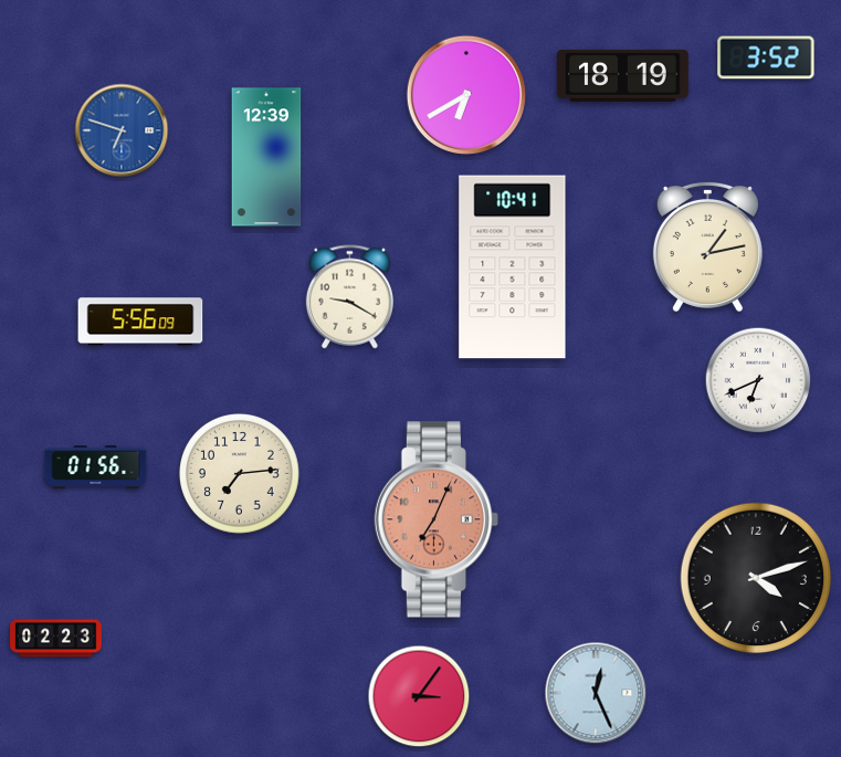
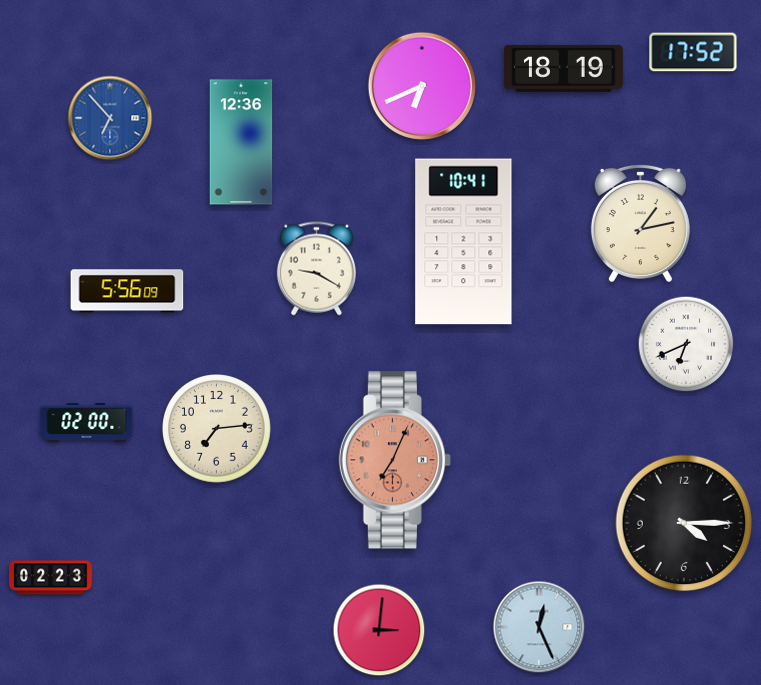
clock at (766, 57): 3:52 -> 17:52
clock at (465, 94): 6:40 -> 6:41
clock at (122, 130): 6:48 -> 6:53
clock at (266, 157): 12:39 -> 12:36
clock at (96, 467): 01:56 -> 02:00
clock at (437, 519) position: (437, 519) -> (395, 460)
clock at (756, 578): 4:12 -> 4:15
clock at (419, 696): 3:06 -> 3:01
